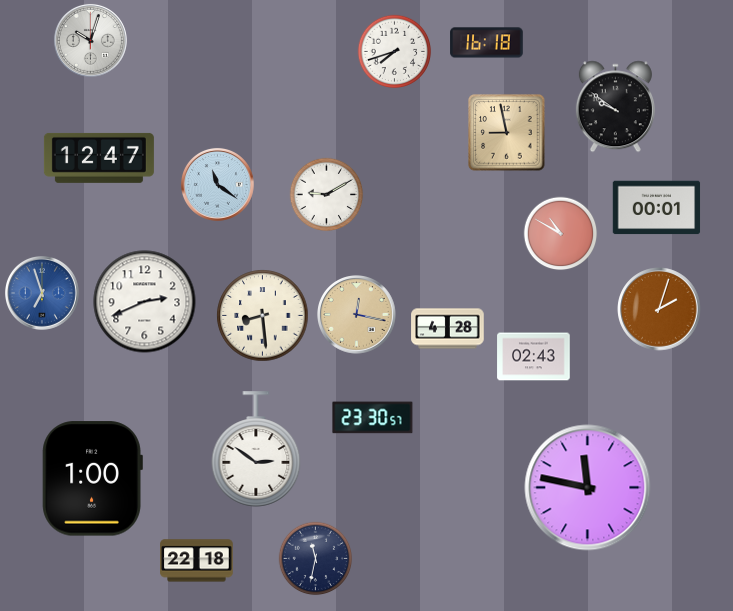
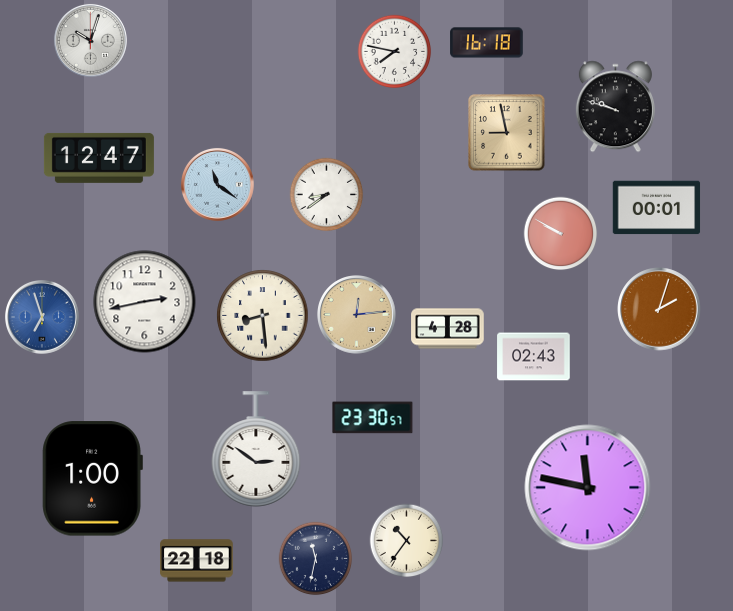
clock at (395, 52): 7:42 -> 7:47
clock at (615, 107): 9:51 -> 9:48
clock at (327, 195): 9:10 -> 8:39
clock at (561, 234): 10:50 -> 9:50
clock at (43, 294) position: (43, 294) -> (43, 318)
clock at (145, 302): 2:41 -> 2:43
clock at (357, 315): 12:17 -> 12:14
clock at (407, 541): none -> 10:36
